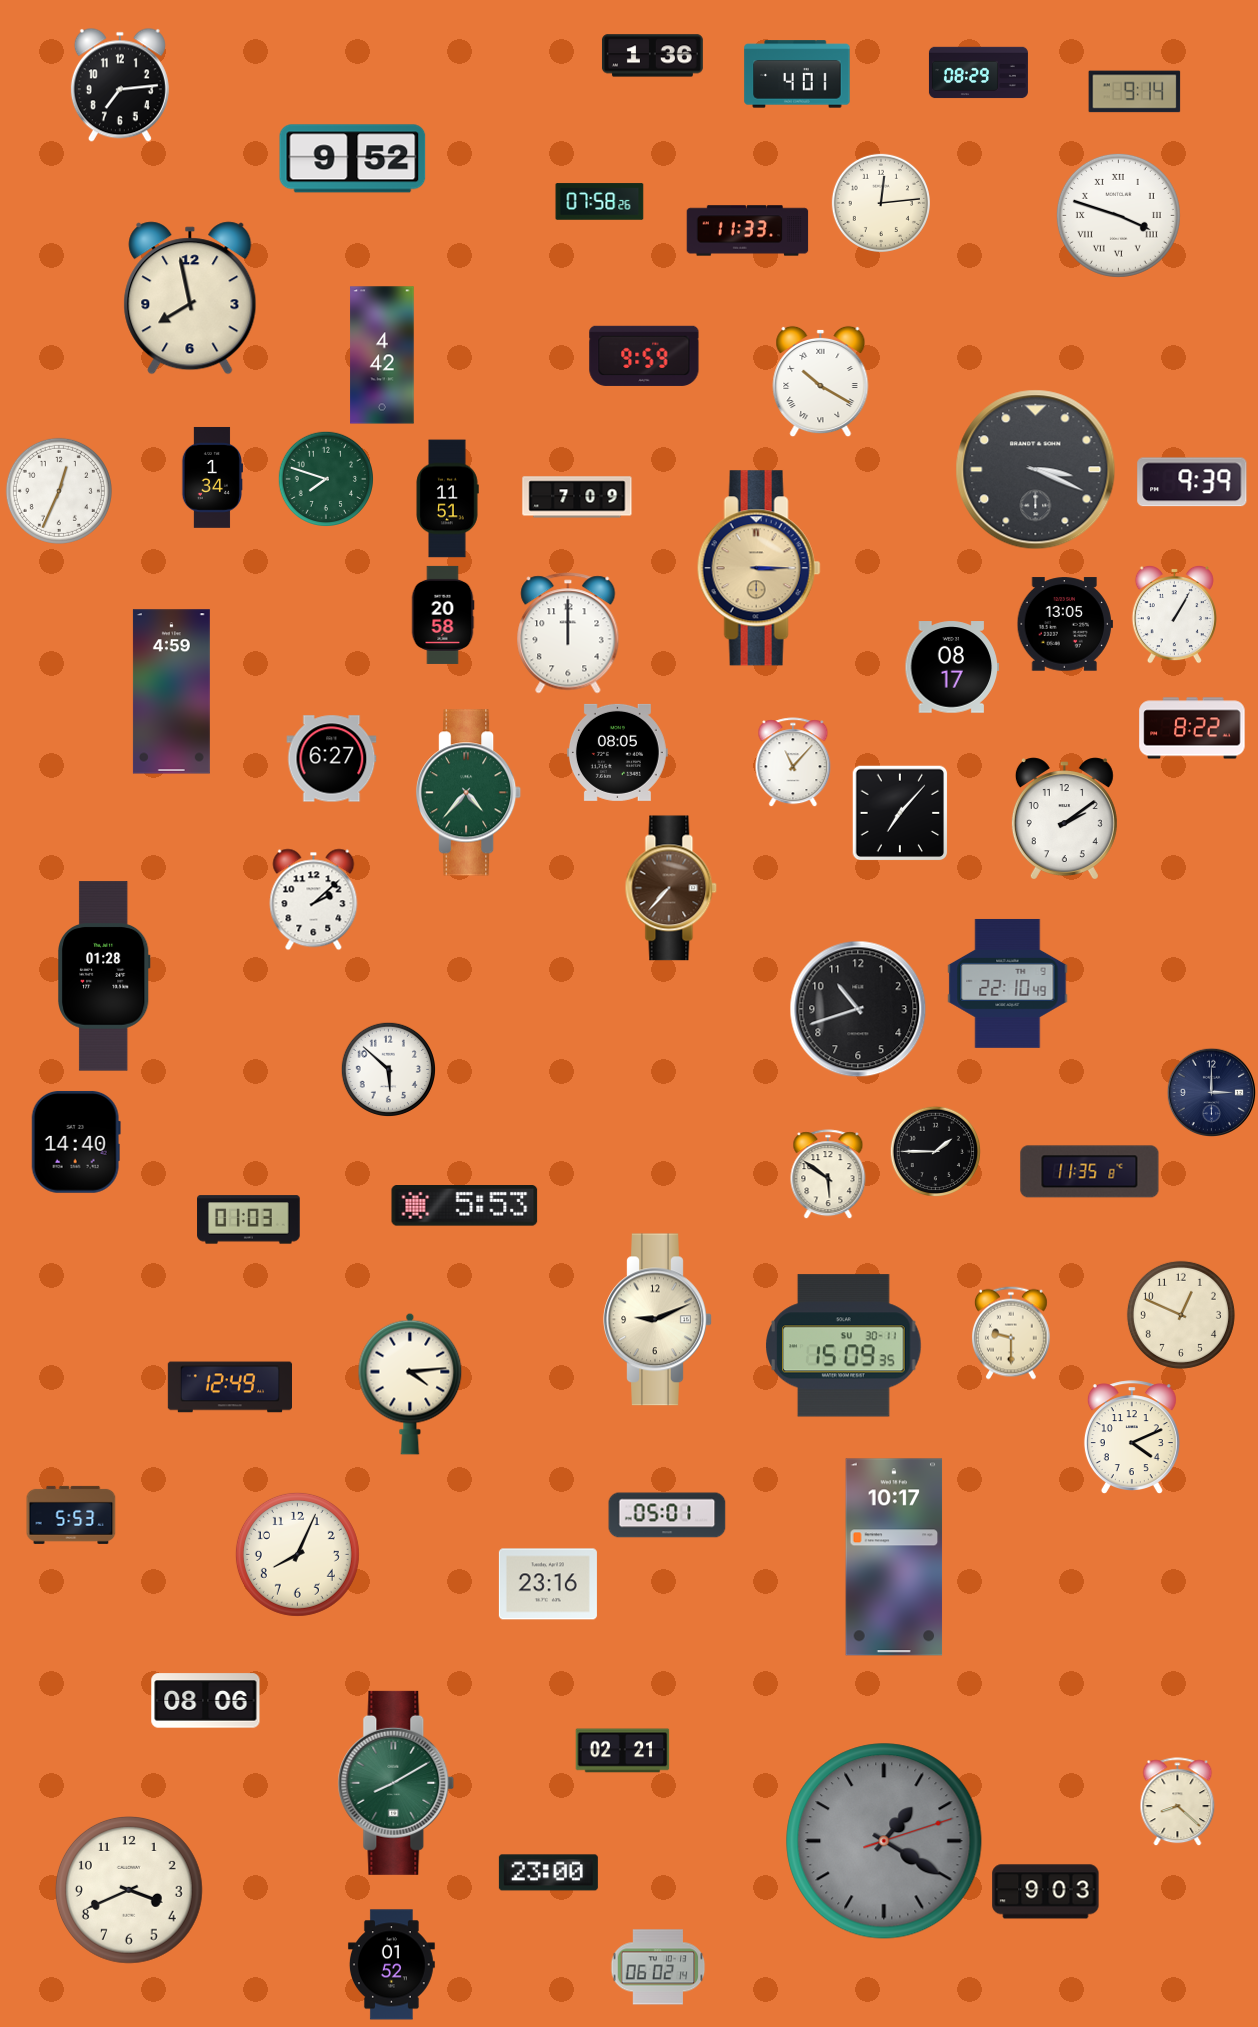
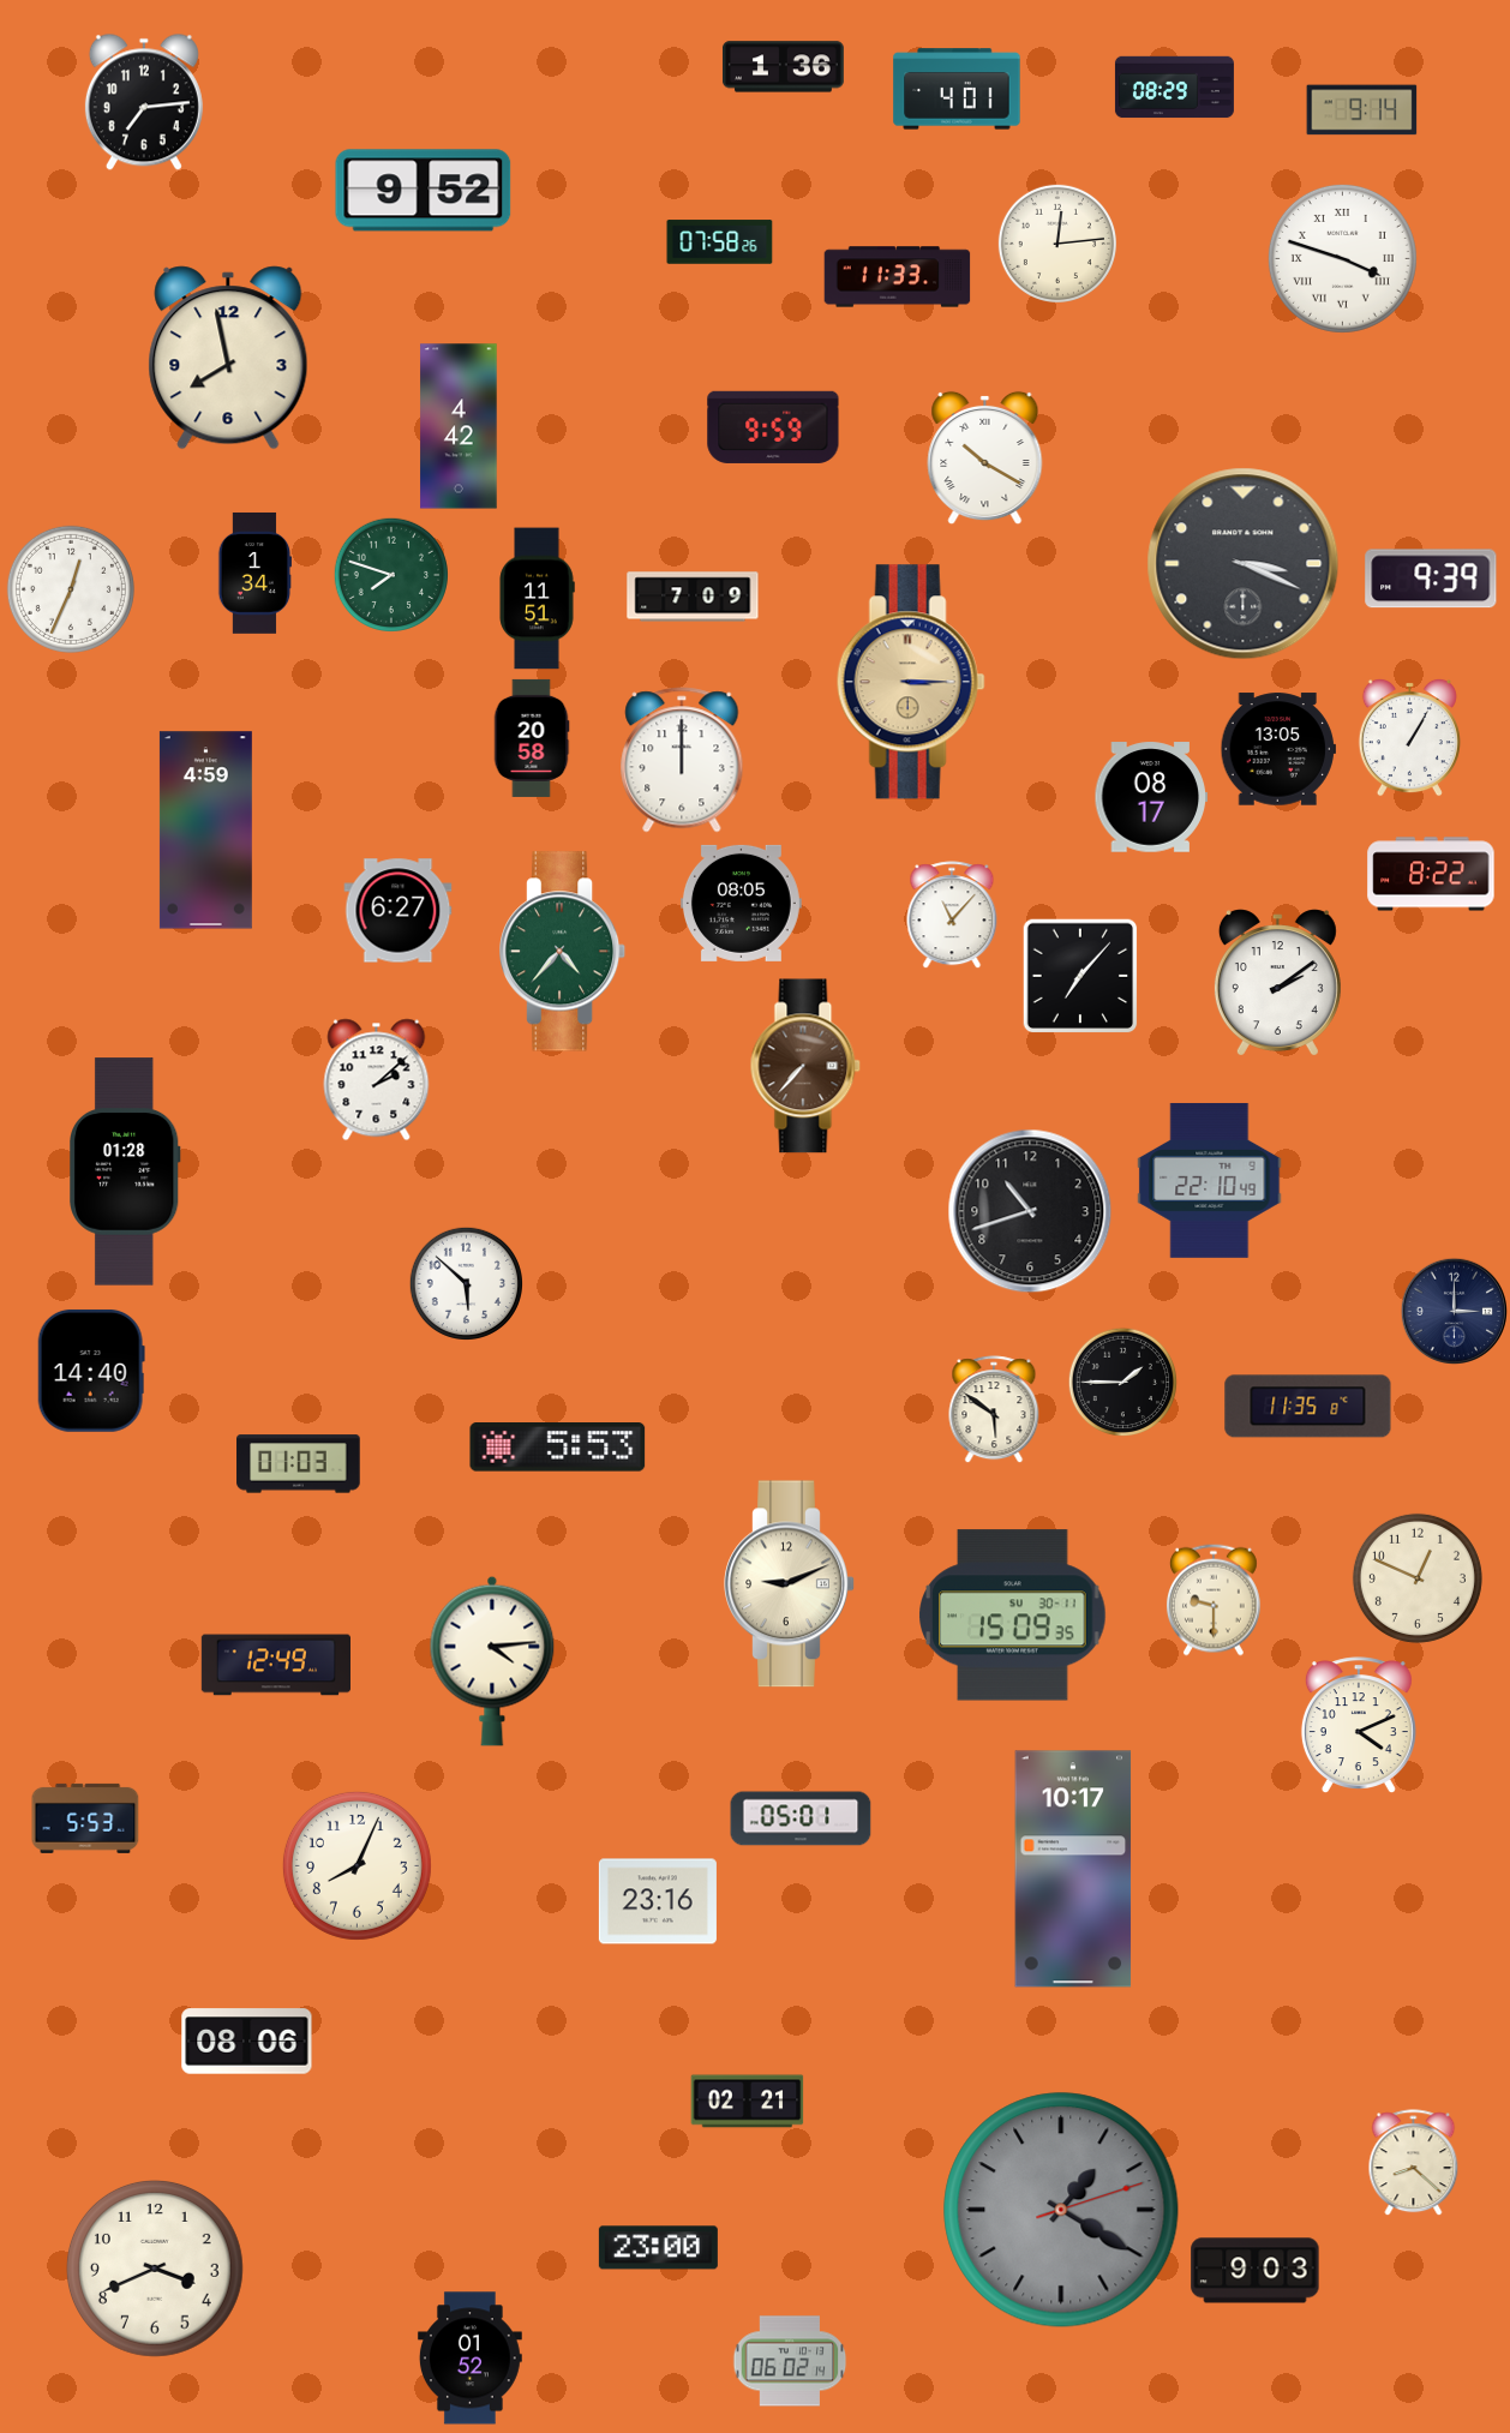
clock at (952, 667) position: (952, 667) -> (1151, 797)
clock at (396, 1783): 8:10 -> none
